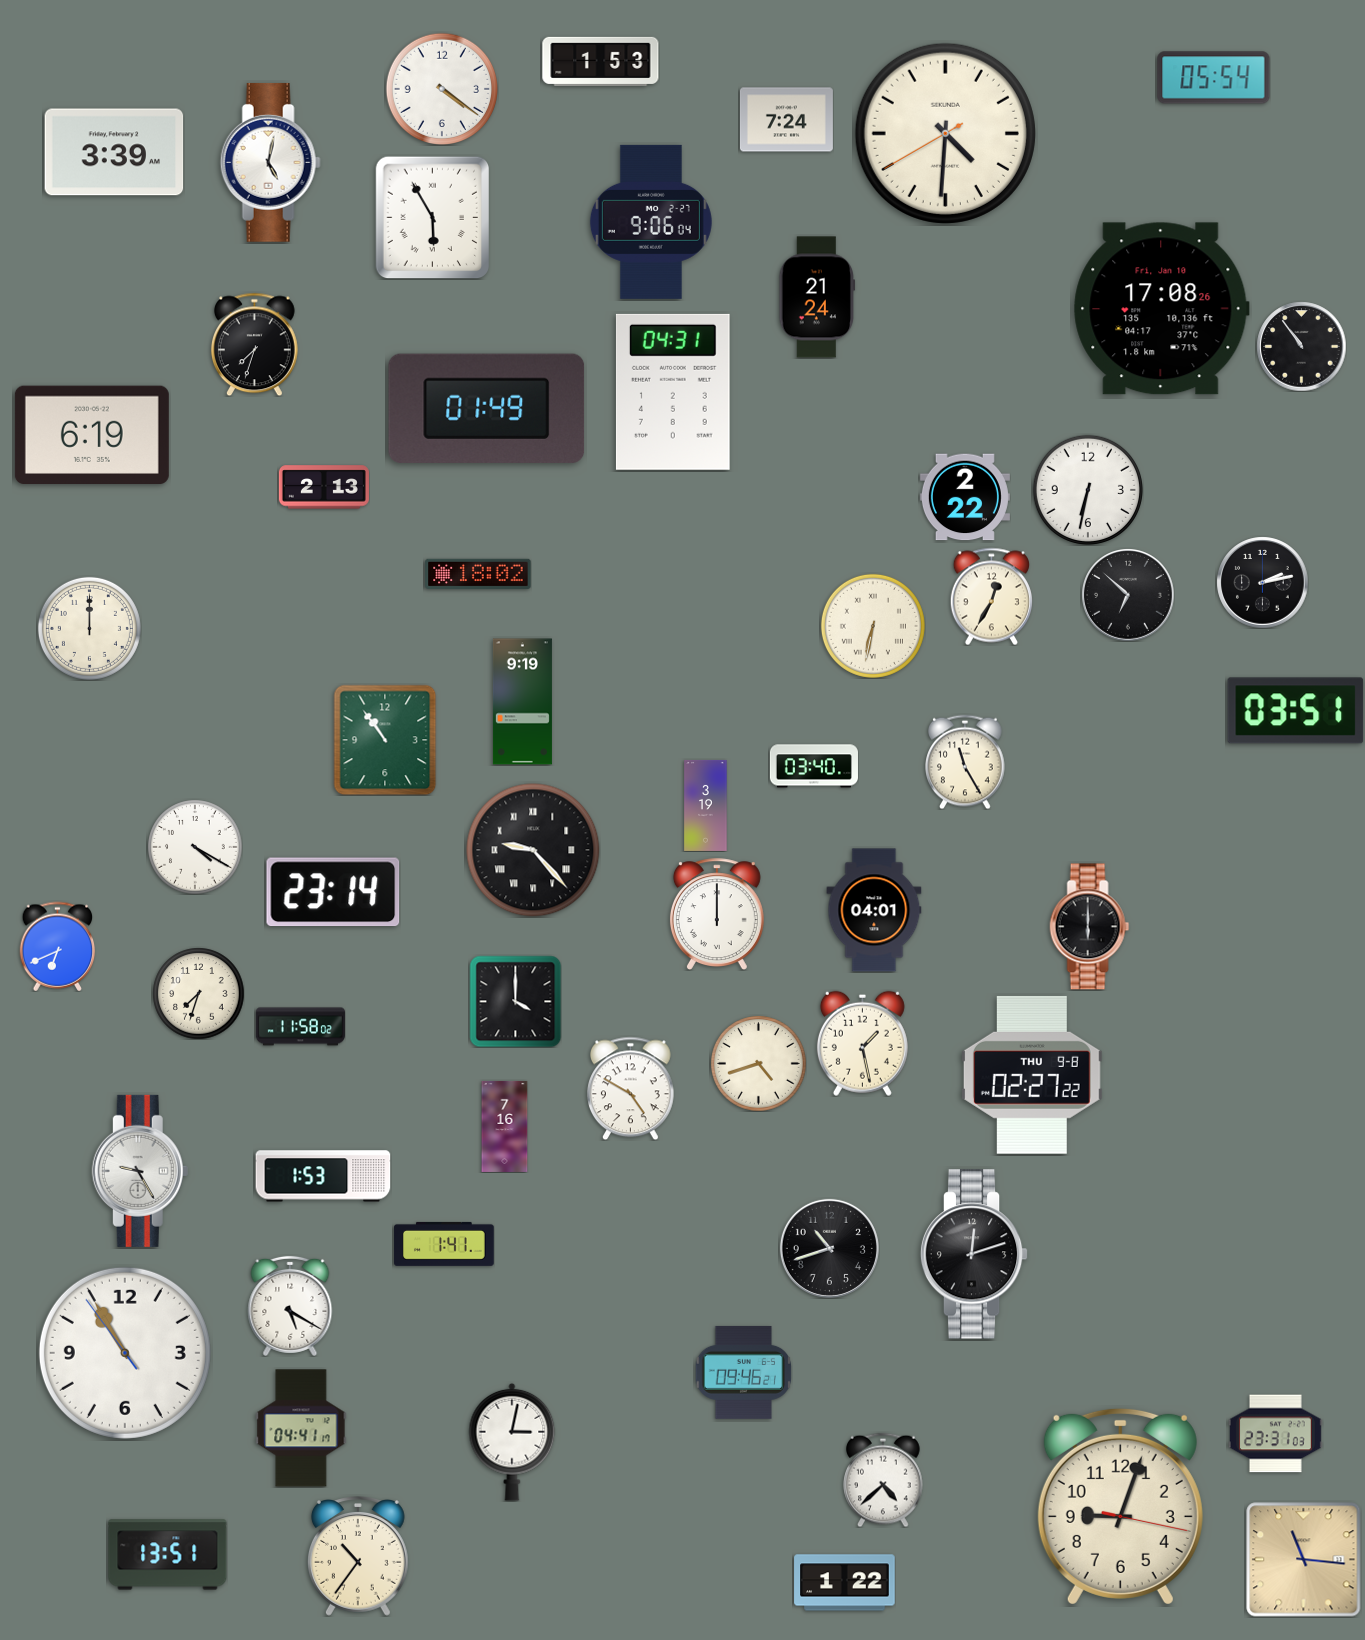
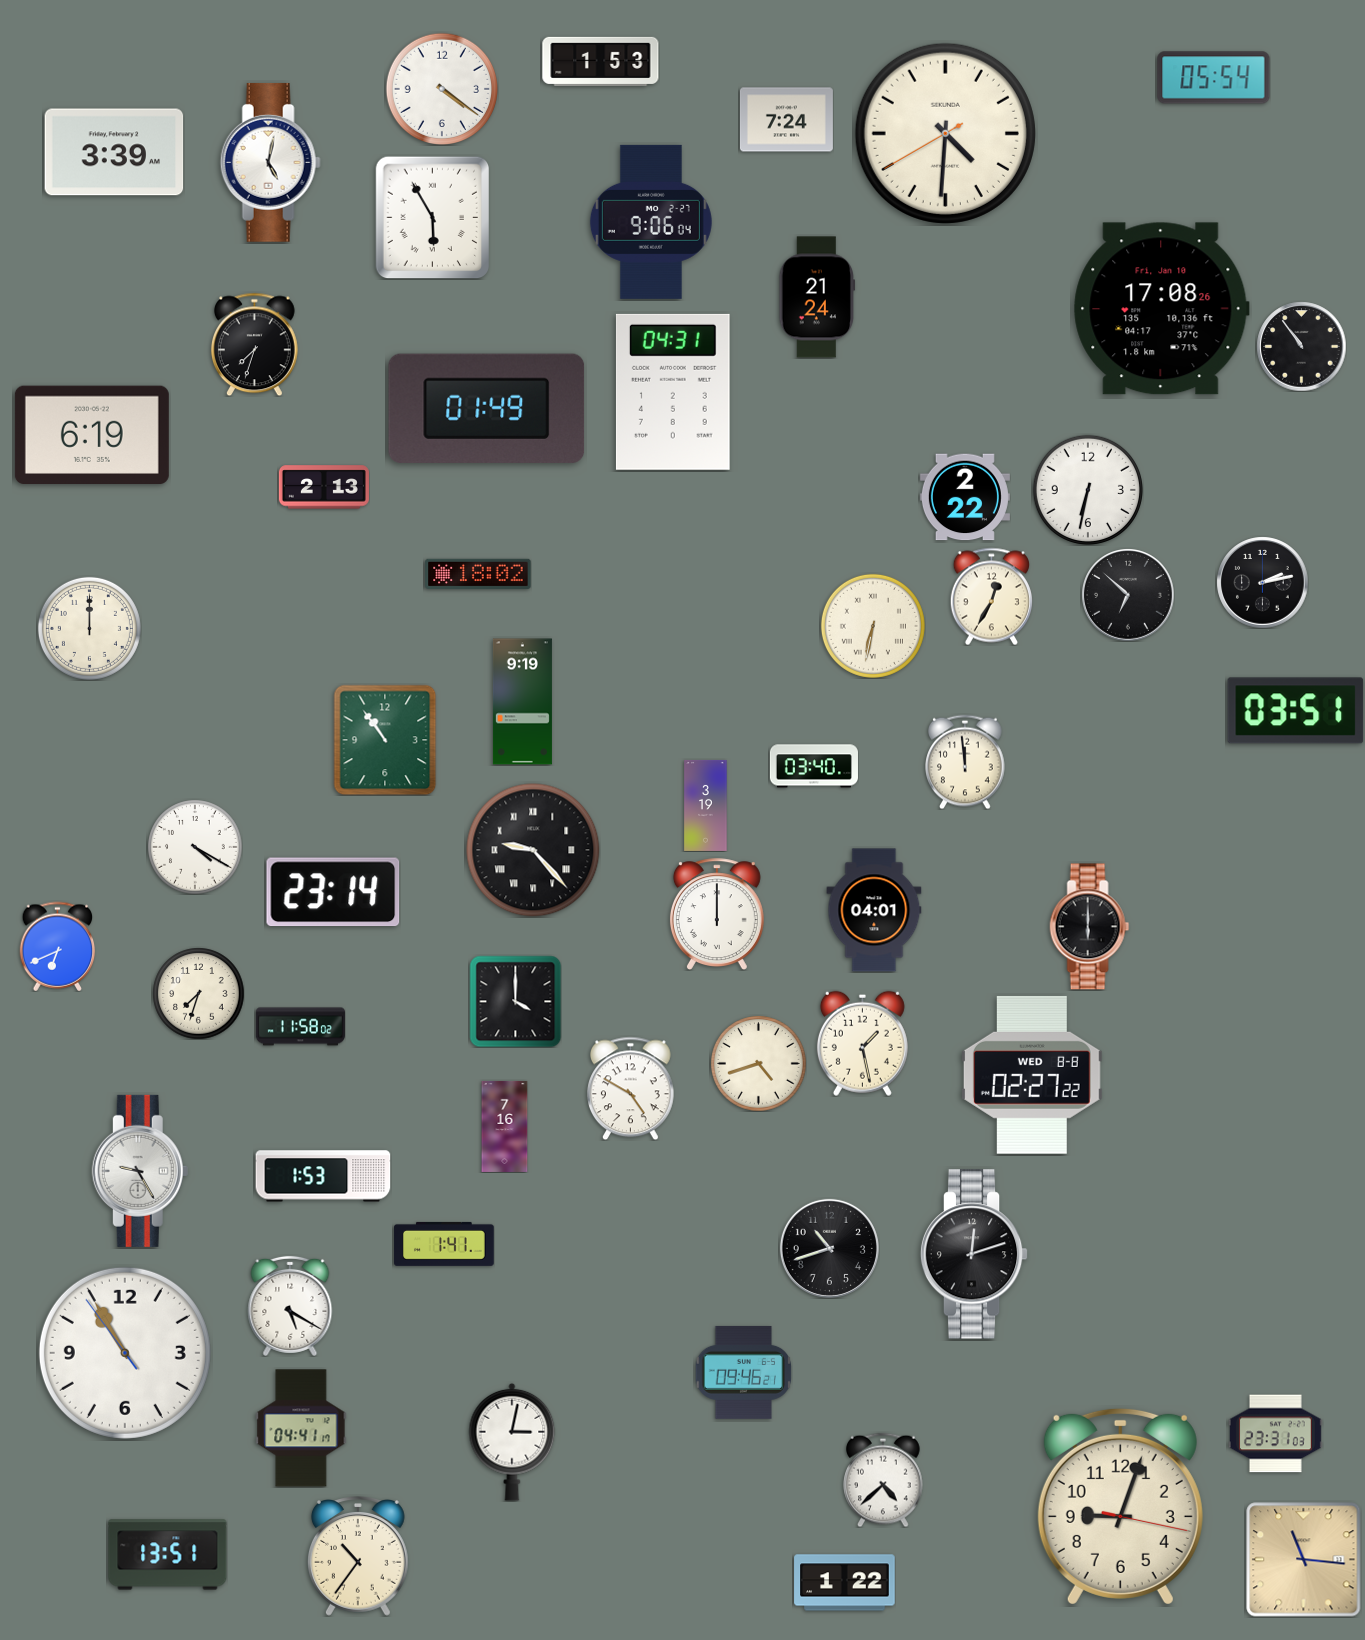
clock at (965, 762): 11:25 -> 11:59
clock at (1032, 1075) date: THU 9-8 -> WED 8-8
